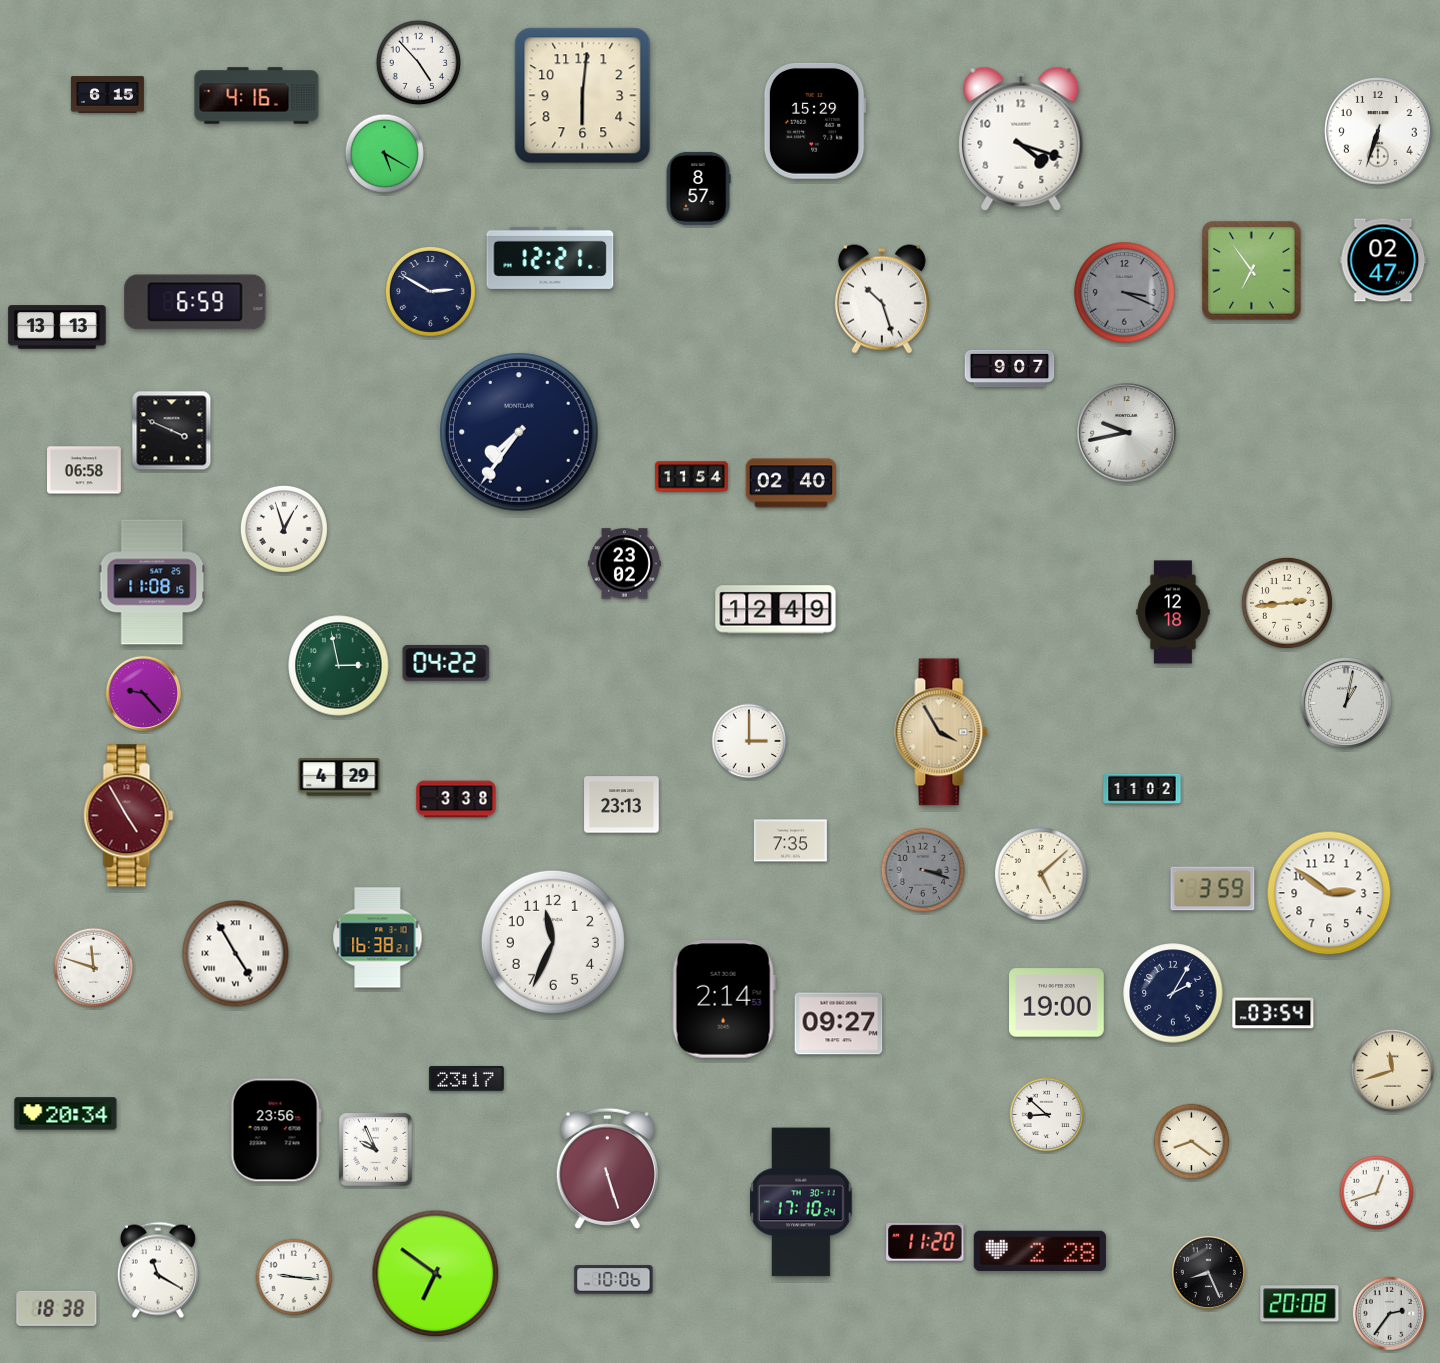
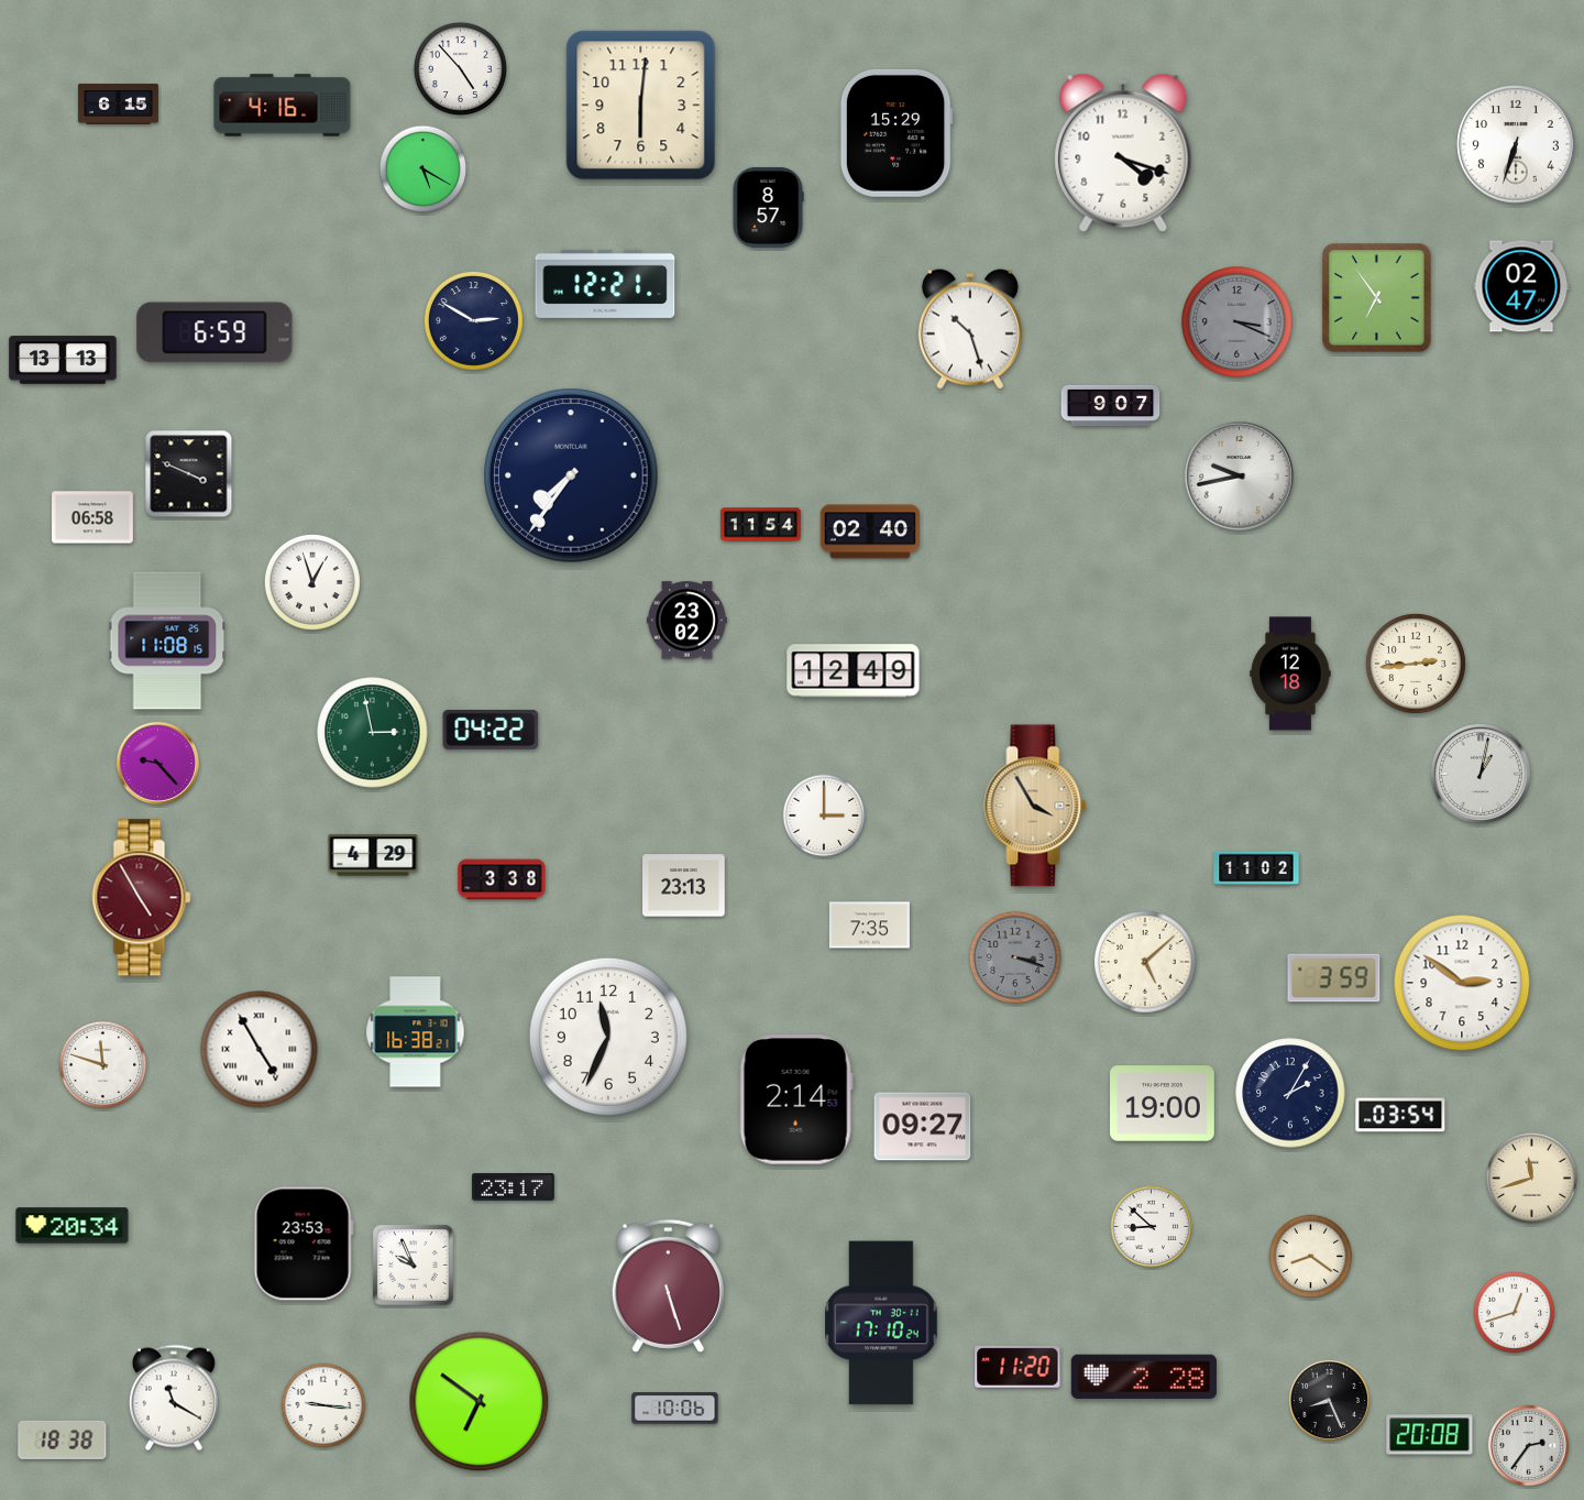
clock at (276, 1130): 23:56 -> 23:53
